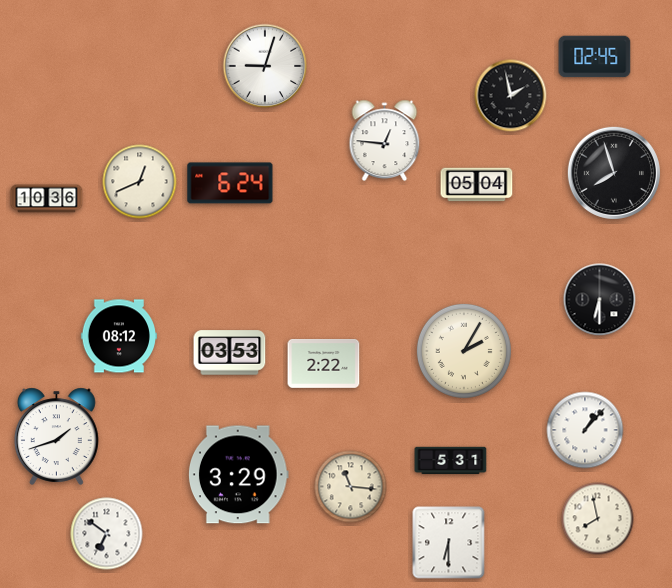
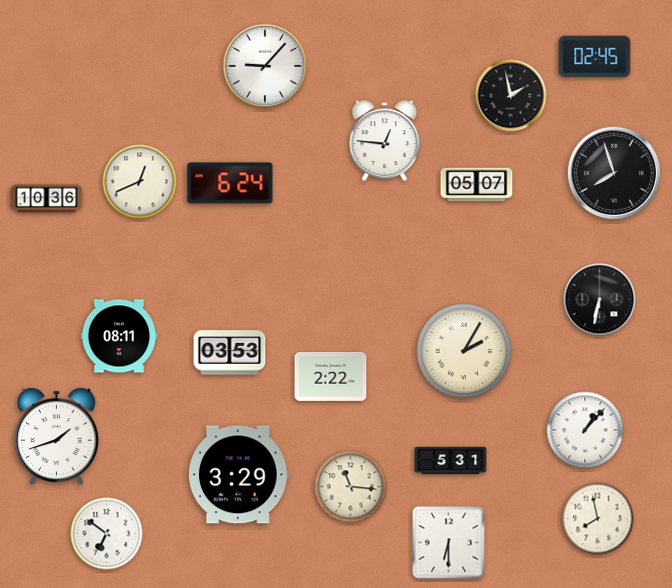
clock at (265, 66): 9:03 -> 9:07
clock at (477, 185): 05:04 -> 05:07
clock at (600, 300): 6:30 -> 6:32
clock at (118, 336): 08:12 -> 08:11
clock at (324, 363) position: (324, 363) -> (331, 376)
